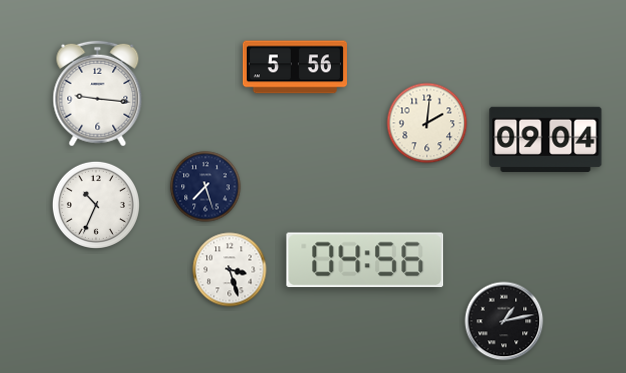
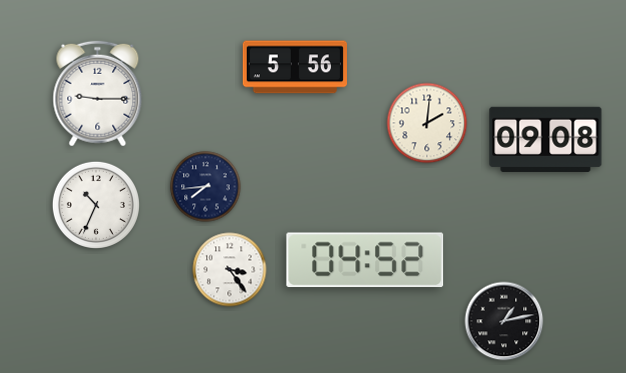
clock at (98, 94): 9:16 -> 9:15
clock at (546, 139): 09:04 -> 09:08
clock at (206, 187): 7:27 -> 7:44
clock at (365, 260): 04:56 -> 04:52
clock at (230, 270): 3:27 -> 3:24
